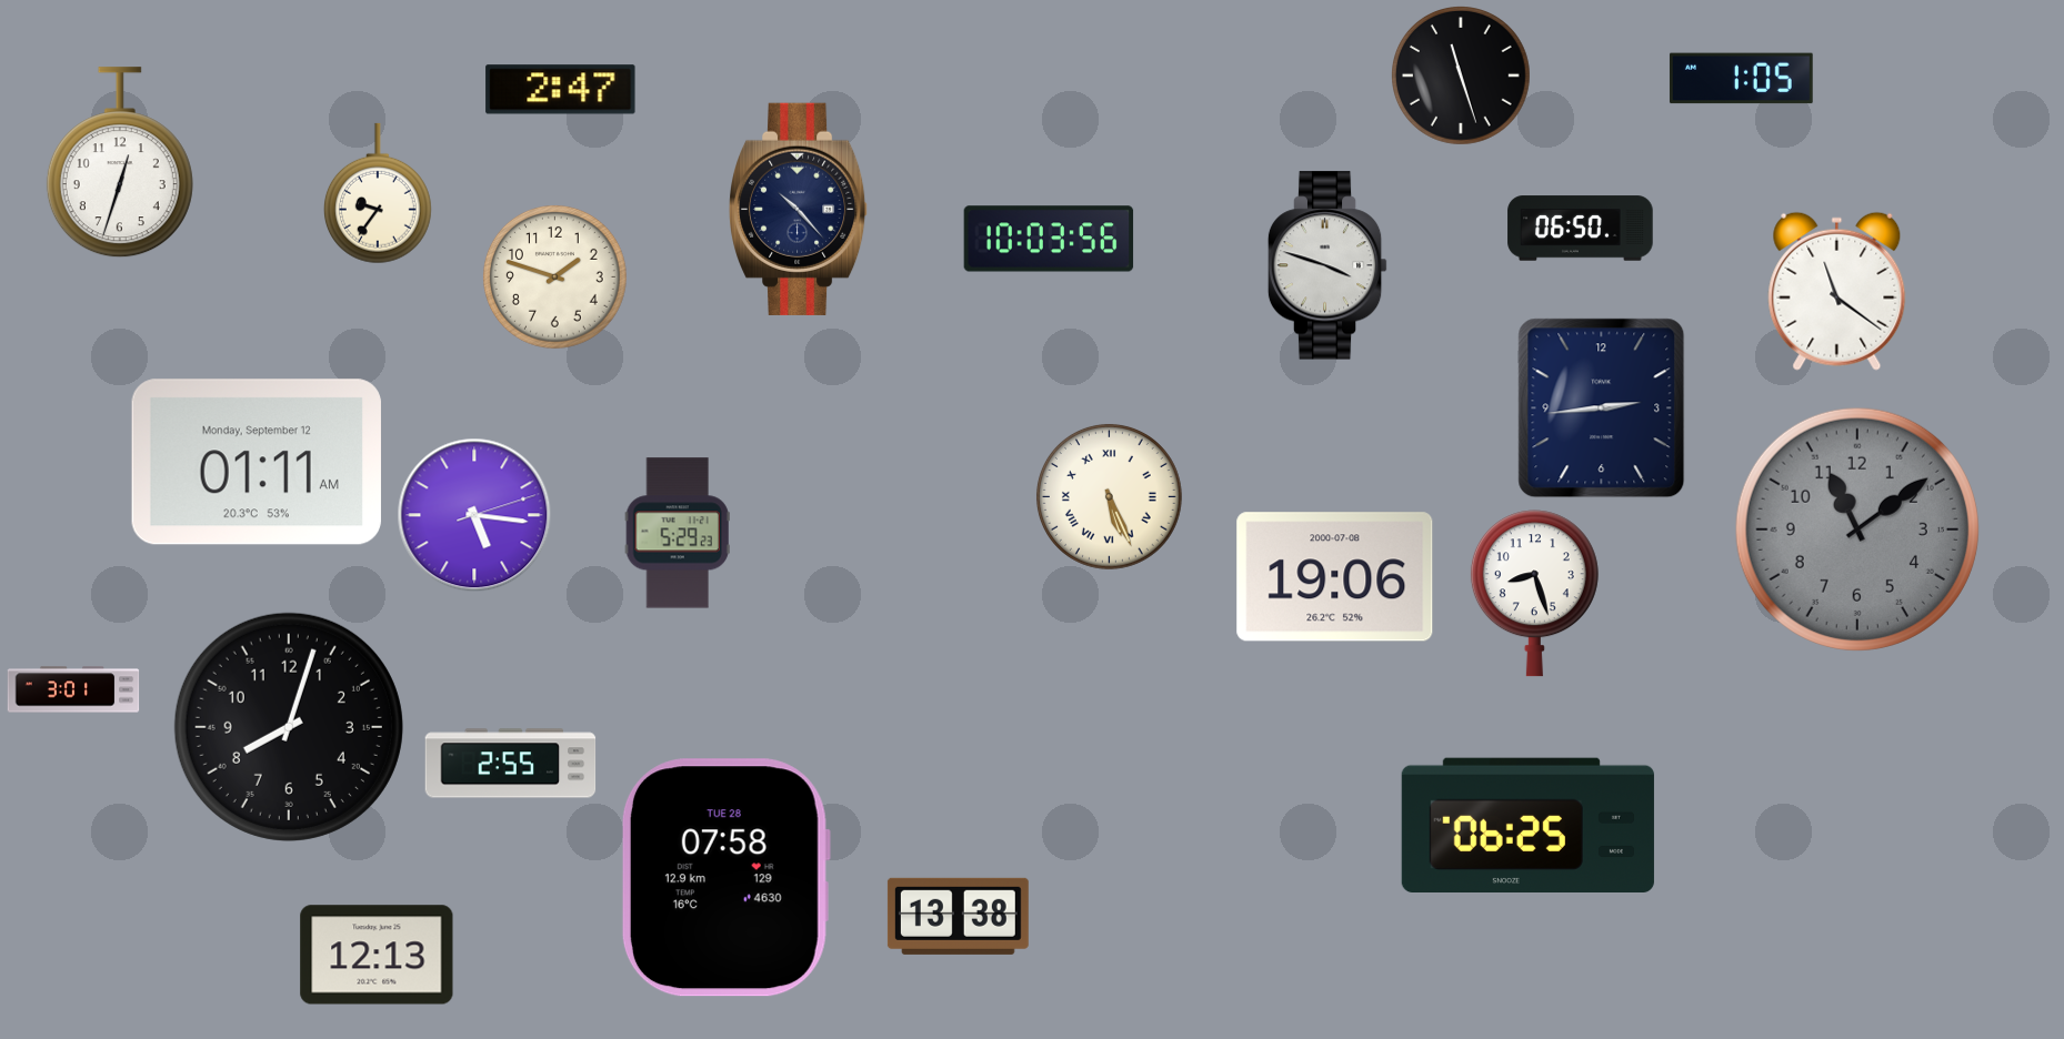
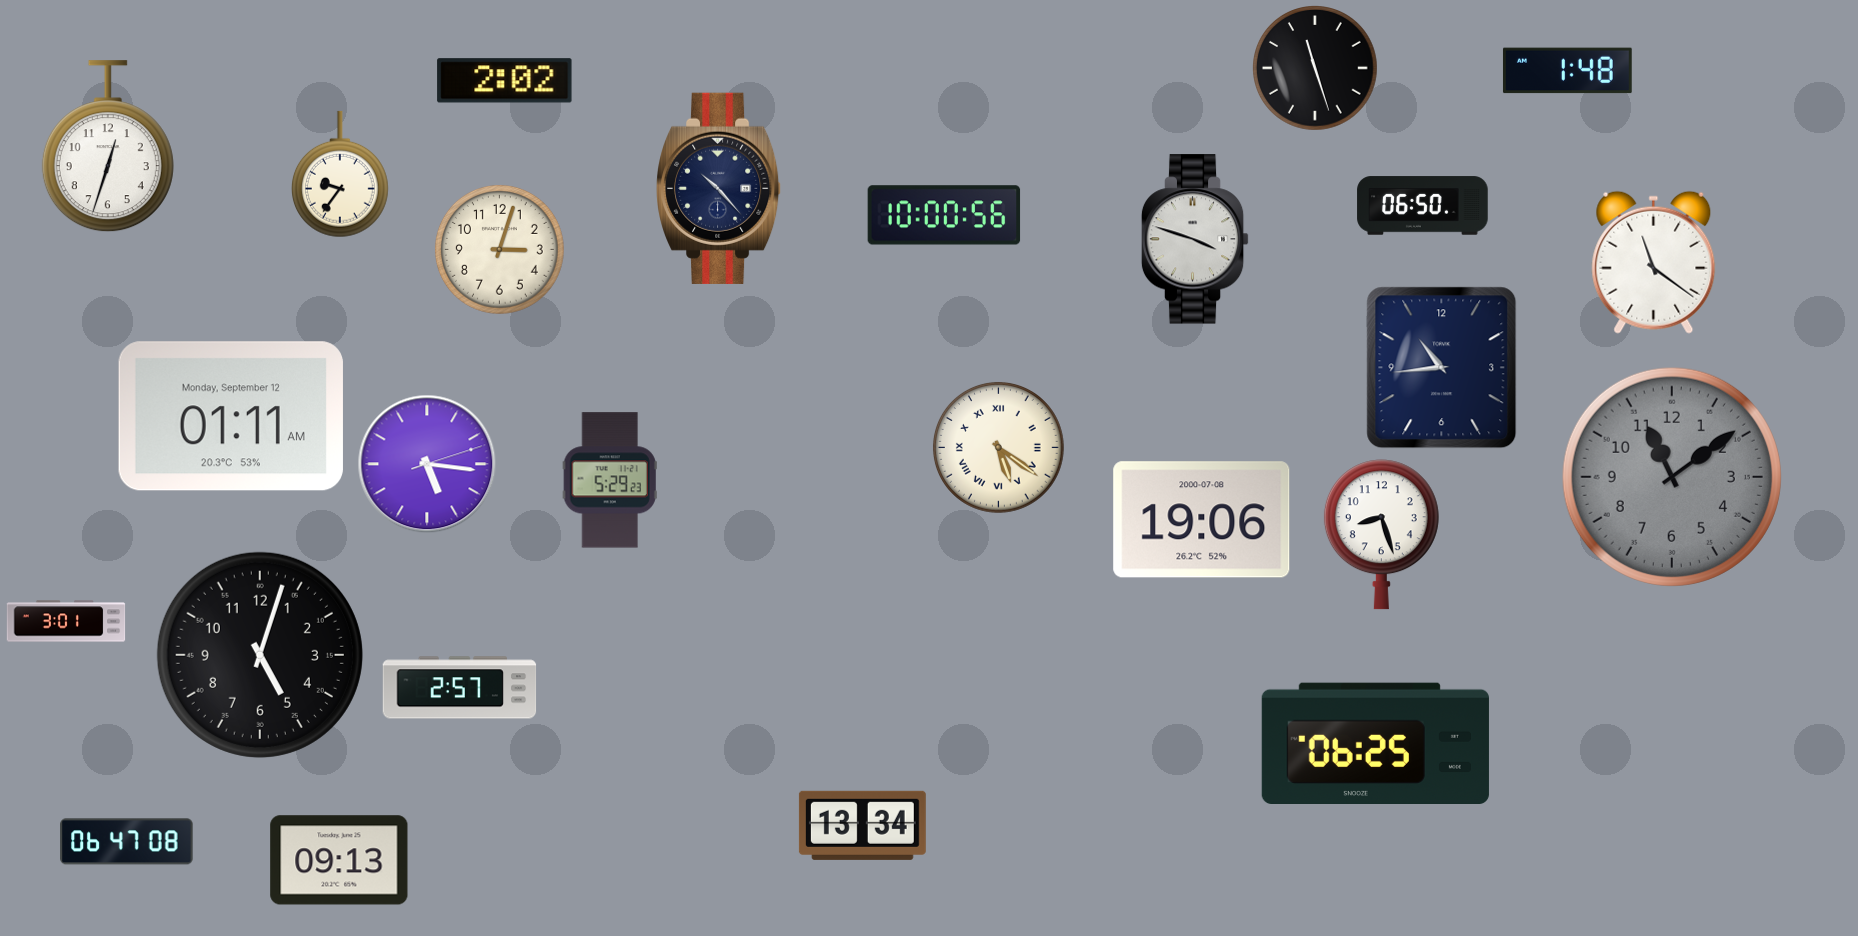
clock at (1741, 79): 1:05 -> 1:48
clock at (561, 90): 2:47 -> 2:02
clock at (1049, 239): 10:03 -> 10:00
clock at (554, 276): 1:48 -> 3:03
clock at (1602, 408): 2:44 -> 10:44
clock at (1109, 496): 5:26 -> 5:21
clock at (289, 727): 8:03 -> 5:03
clock at (511, 764): 2:55 -> 2:57
clock at (725, 878): 07:58 -> none
clock at (958, 916): 13:38 -> 13:34
clock at (127, 842): none -> 06:47
clock at (377, 955): 12:13 -> 09:13
